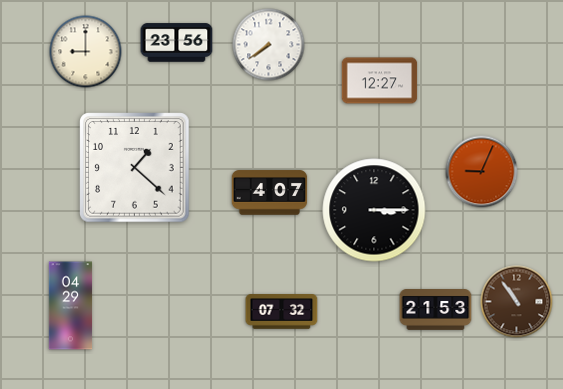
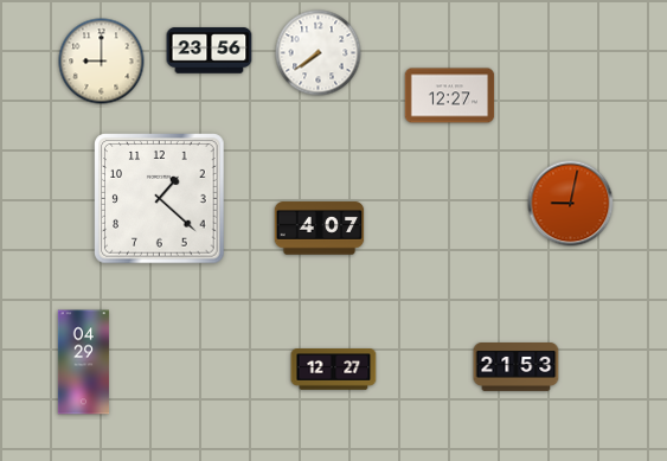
clock at (482, 172): 9:04 -> 9:02
clock at (374, 210): 3:15 -> none
clock at (517, 302): 10:54 -> none
clock at (282, 312): 07:32 -> 12:27
